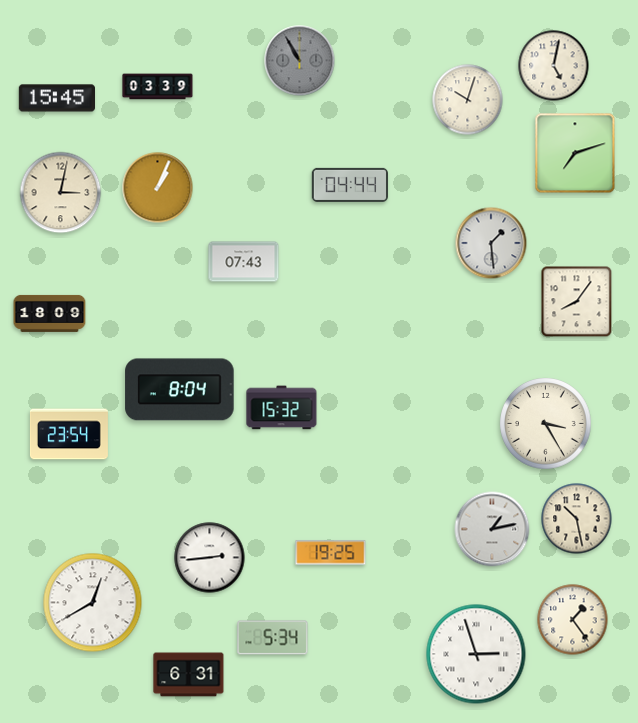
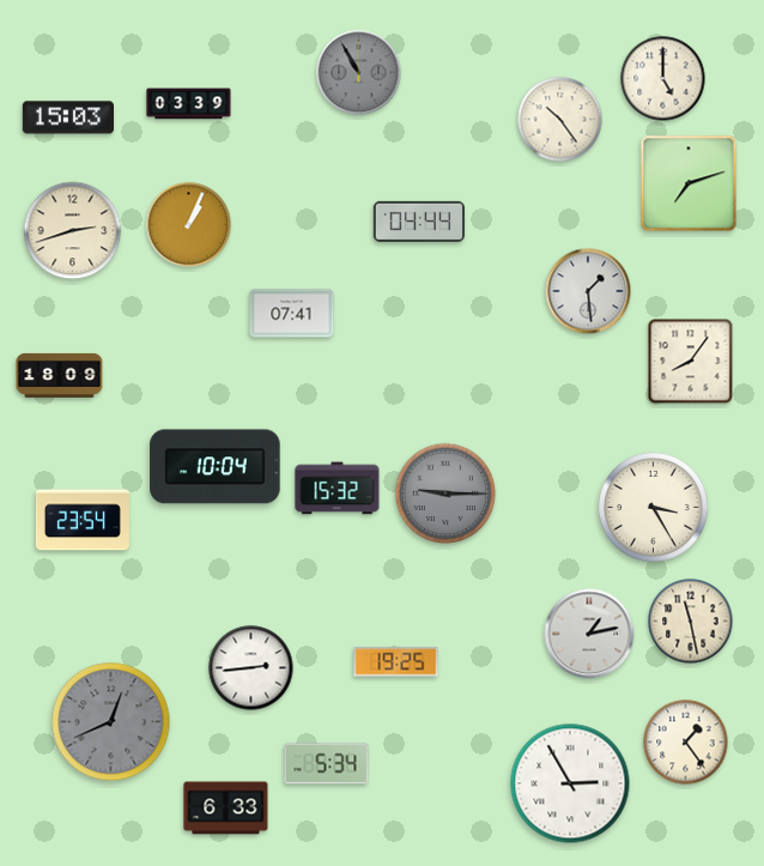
clock at (554, 66): 5:02 -> 5:00
clock at (56, 98): 15:45 -> 15:03
clock at (468, 100): 10:03 -> 10:24
clock at (61, 193): 3:02 -> 2:42
clock at (244, 262): 07:43 -> 07:41
clock at (180, 390): 8:04 -> 10:04
clock at (445, 493): none -> 9:15
clock at (577, 519): 10:28 -> 11:28
clock at (93, 603): 12:40 -> 12:41
clock at (93, 603) dial: white -> grey
clock at (476, 654): 2:57 -> 2:55
clock at (189, 675): 6:31 -> 6:33
